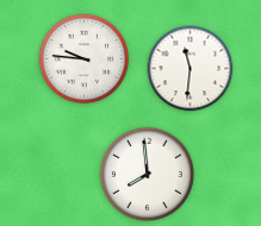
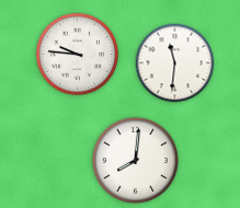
clock at (147, 174): 7:59 -> 8:01
